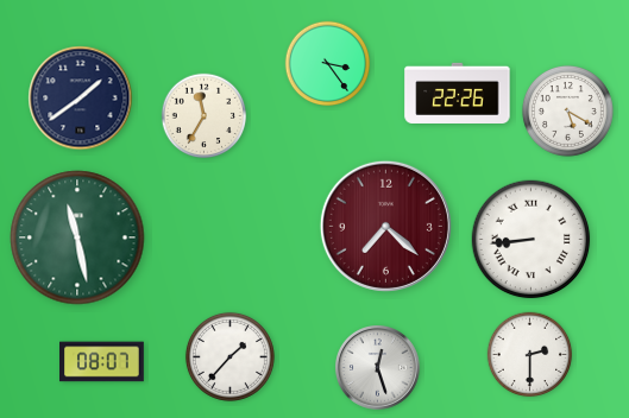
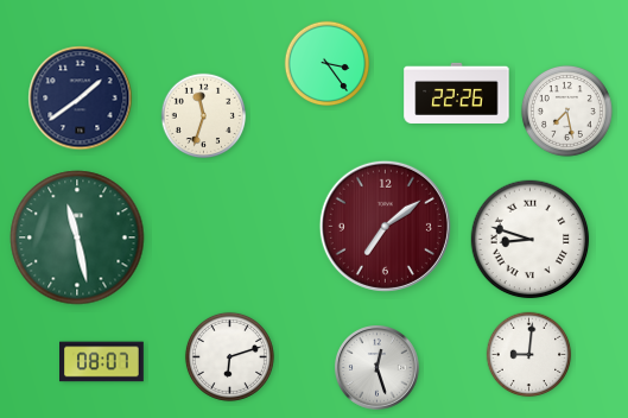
clock at (567, 110): 5:20 -> 7:28
clock at (205, 116): 11:35 -> 11:33
clock at (385, 226): 7:22 -> 7:09
clock at (531, 240): 8:44 -> 8:48
clock at (530, 355): 2:30 -> 9:01
clock at (229, 356): 1:37 -> 6:12
